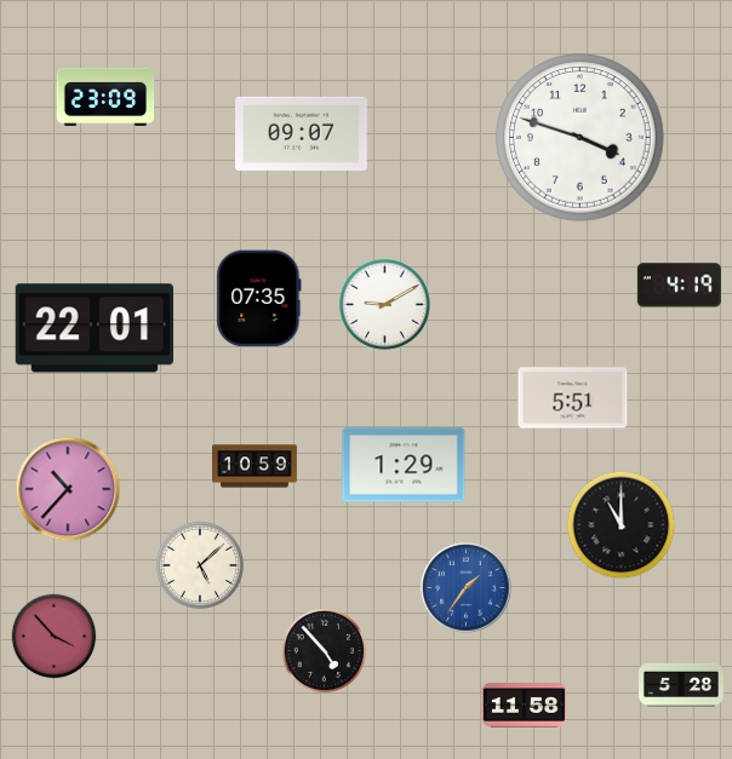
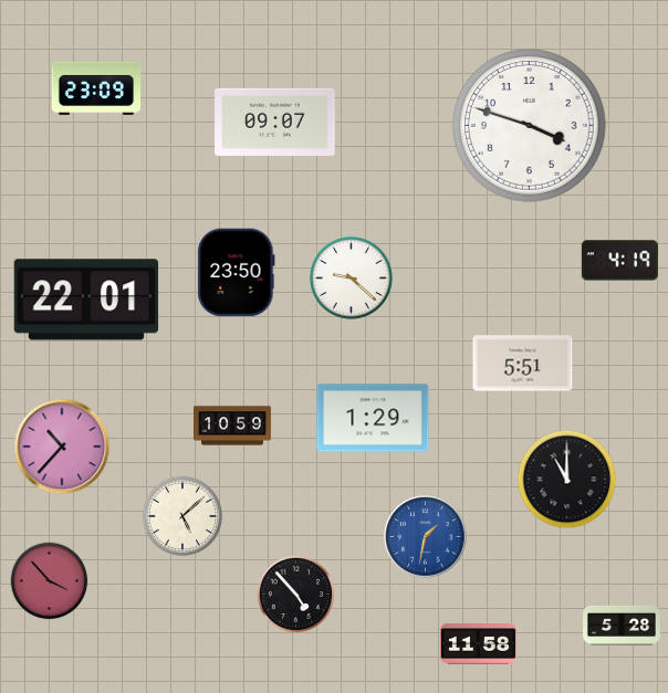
clock at (259, 299): 07:35 -> 23:50
clock at (385, 305): 9:10 -> 9:22
clock at (404, 465) position: (404, 465) -> (373, 418)
clock at (467, 588): 1:36 -> 1:32
